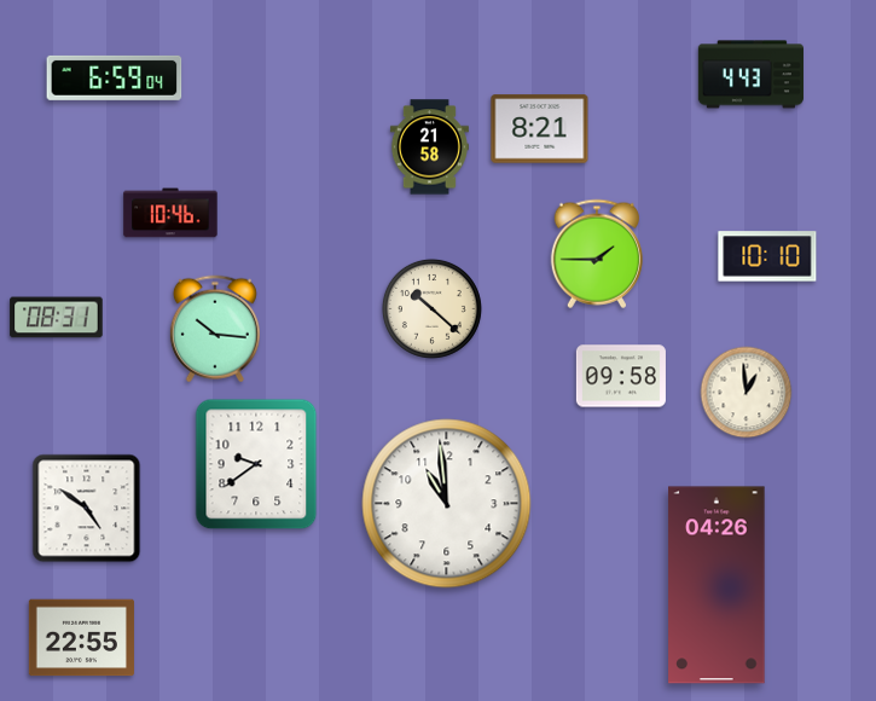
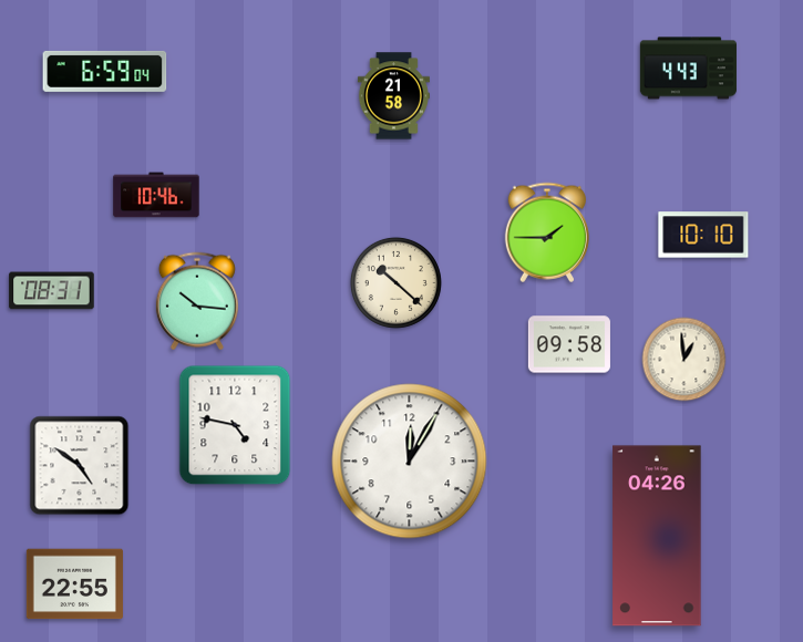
clock at (540, 129): 8:21 -> none
clock at (429, 147) position: (429, 147) -> (393, 96)
clock at (256, 464): 9:39 -> 4:47
clock at (447, 504): 10:59 -> 12:05
